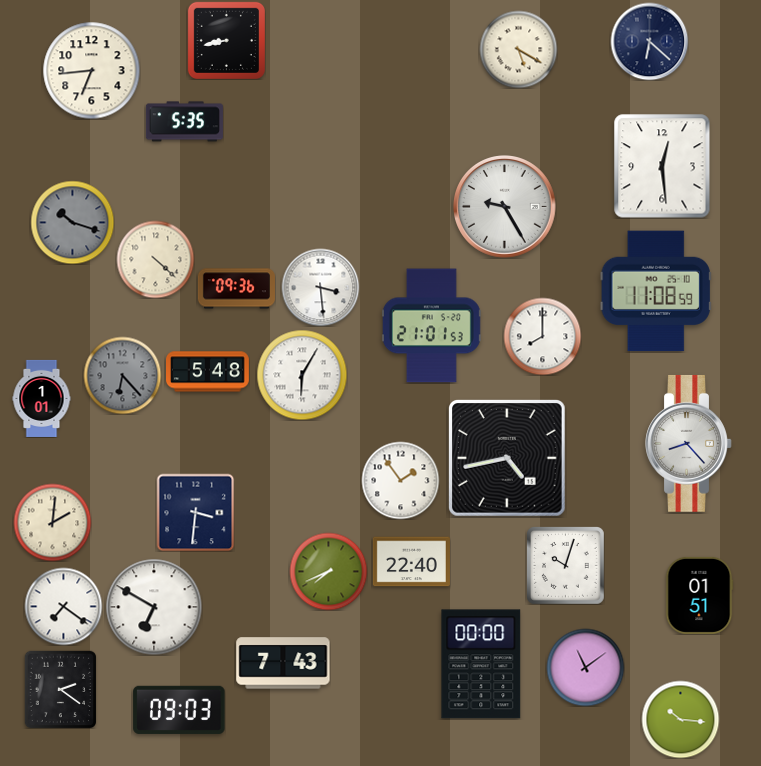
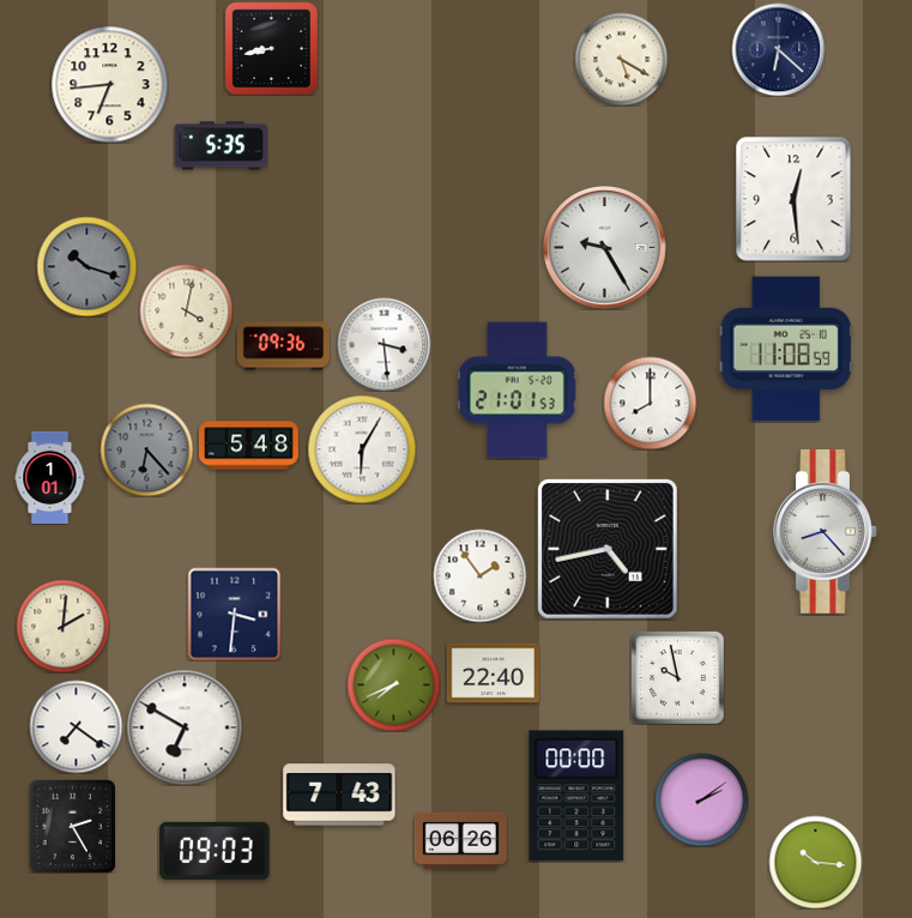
clock at (155, 259): 4:22 -> 4:02
clock at (566, 566): 10:03 -> 9:58
clock at (699, 595): 01:51 -> none
clock at (585, 667): 11:09 -> 2:09
clock at (61, 689): 2:21 -> 2:25
clock at (460, 840): none -> 06:26
